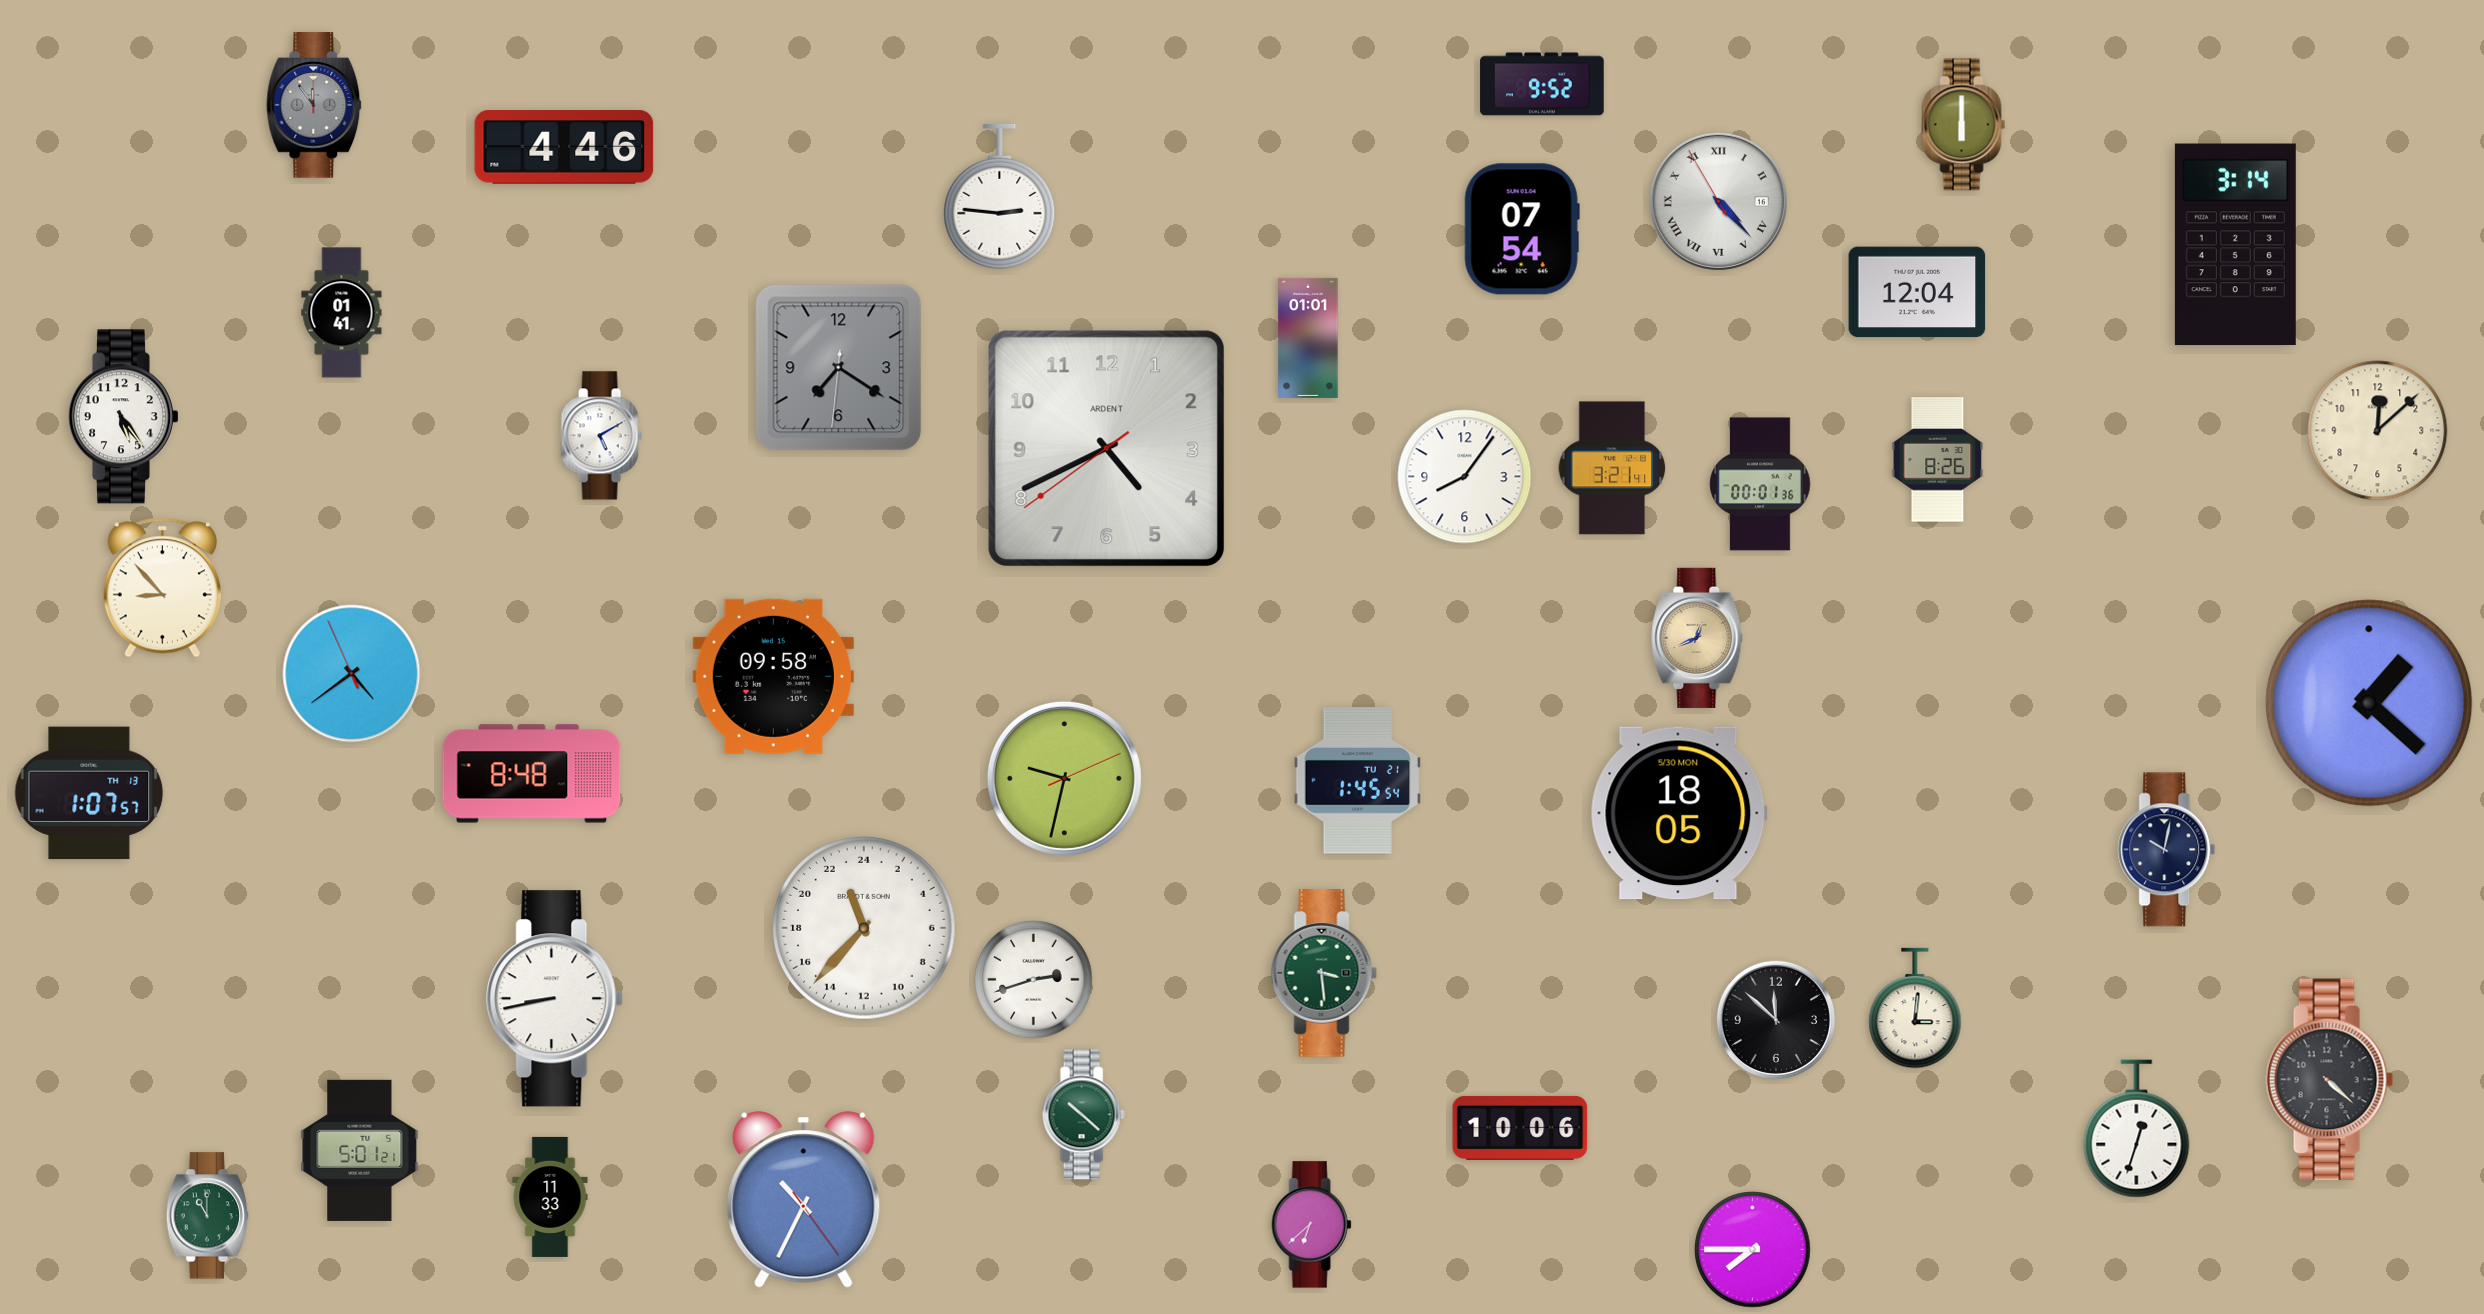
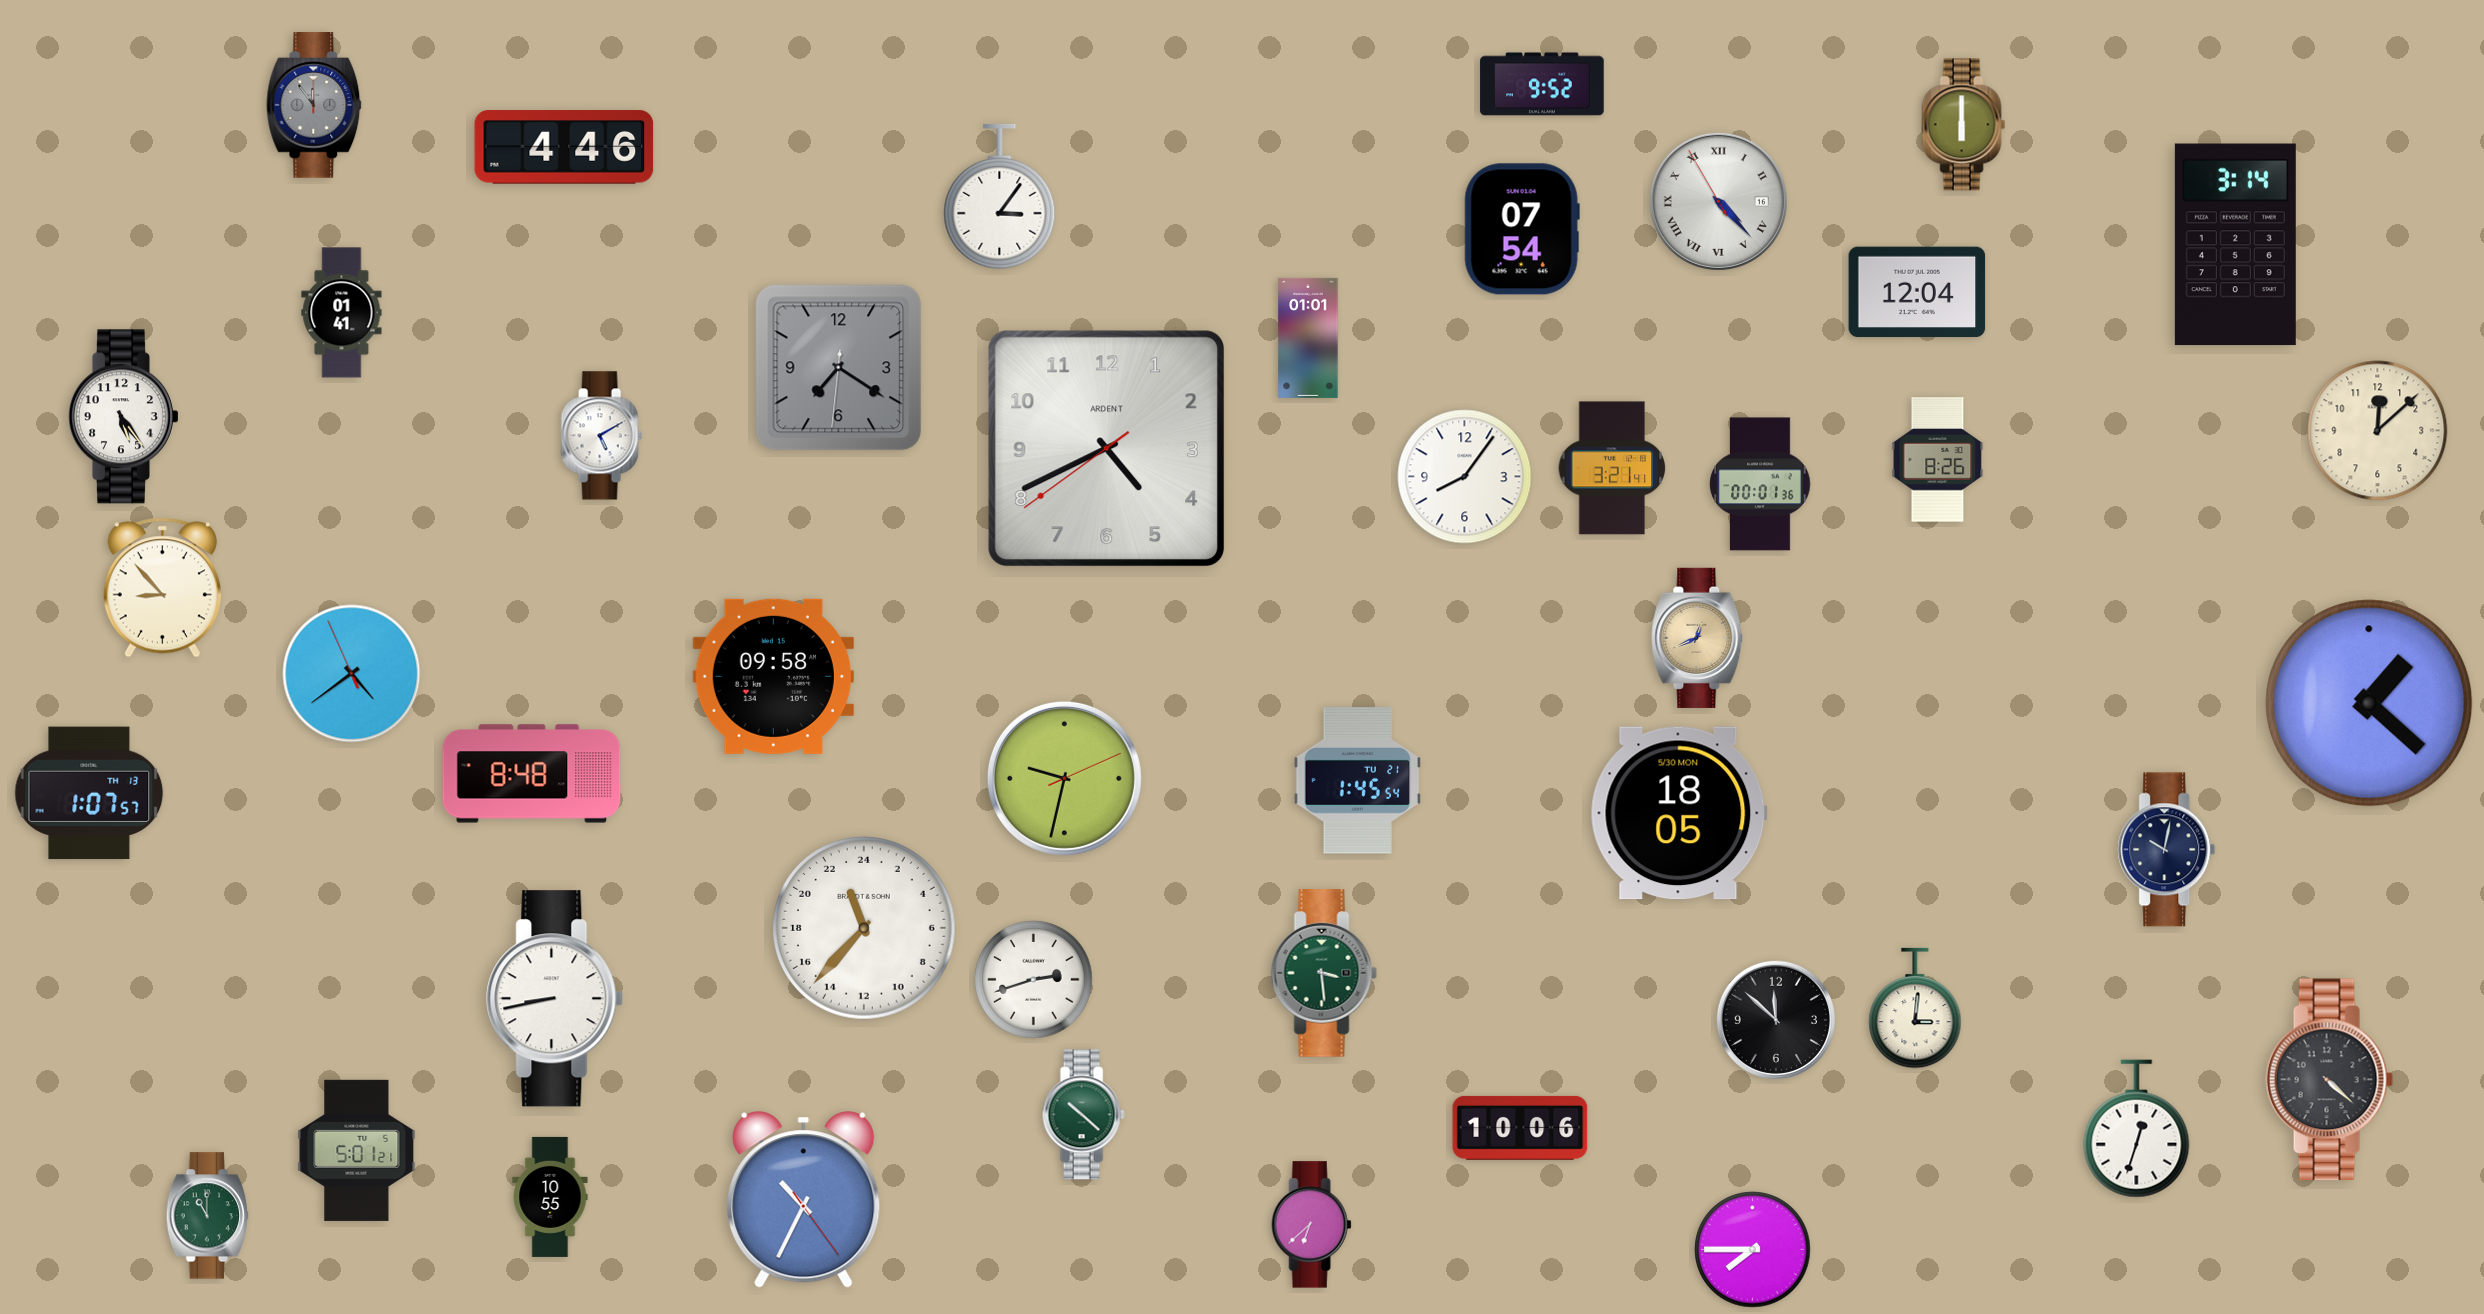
clock at (1000, 196): 2:46 -> 3:06
clock at (360, 1150) position: (360, 1150) -> (357, 1150)
clock at (550, 1197): 11:33 -> 10:55
